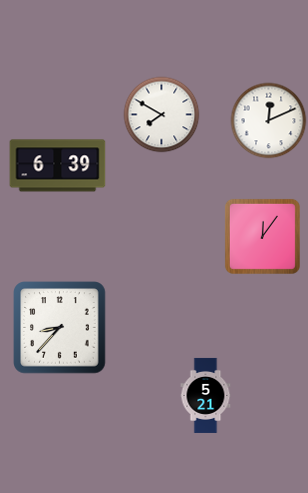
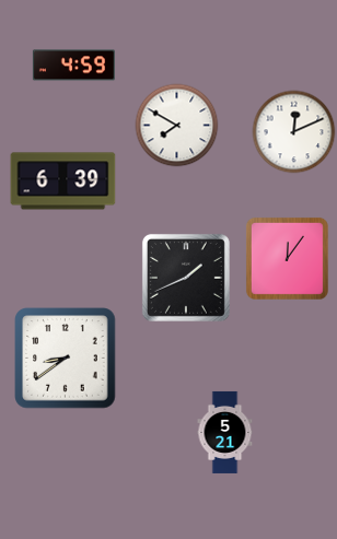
clock at (73, 66): none -> 4:59
clock at (186, 278): none -> 1:41
clock at (60, 328): 8:37 -> 8:39
